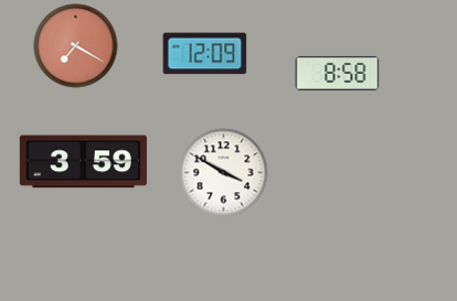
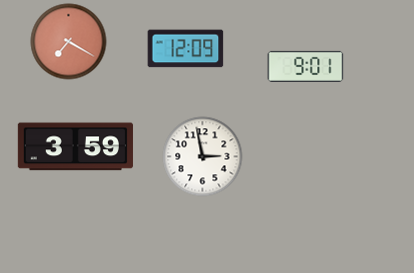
clock at (338, 73): 8:58 -> 9:01
clock at (224, 173): 3:50 -> 2:58
